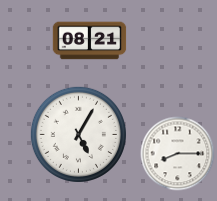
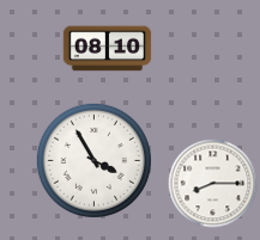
clock at (90, 41): 08:21 -> 08:10
clock at (78, 134): 5:05 -> 3:55
